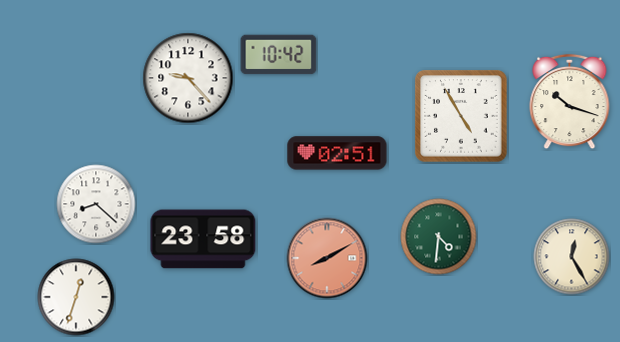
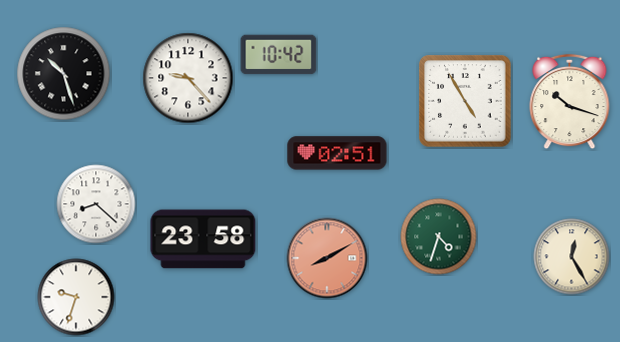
clock at (64, 74): none -> 10:27
clock at (461, 116) position: (461, 116) -> (465, 101)
clock at (439, 237): 4:31 -> 4:33
clock at (76, 297): 12:33 -> 9:33
